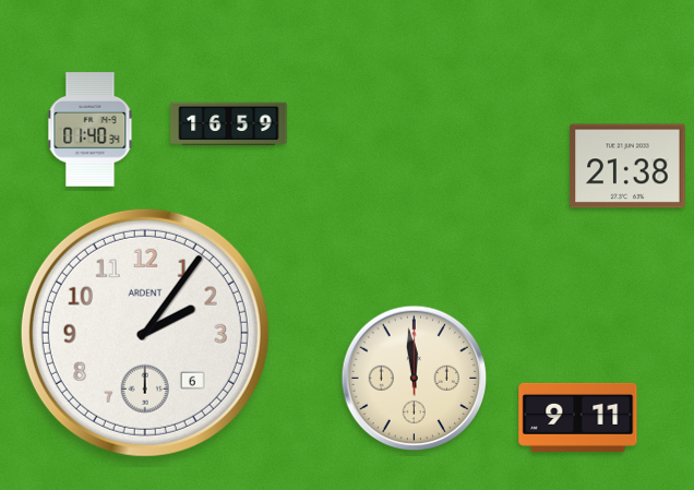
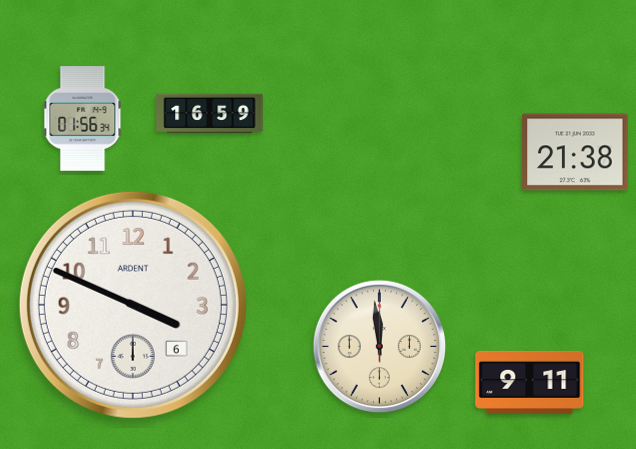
clock at (91, 130): 01:40 -> 01:56
clock at (145, 333): 2:06 -> 3:49
